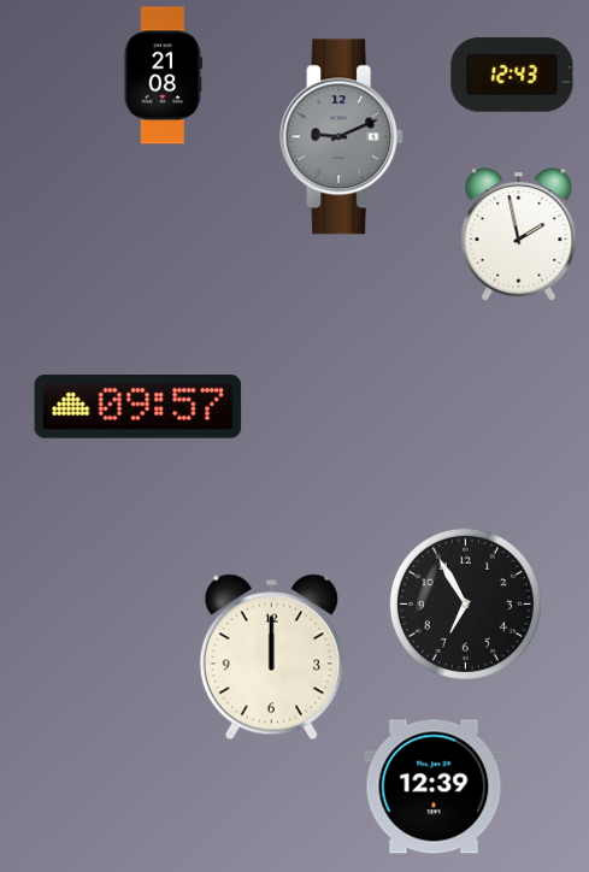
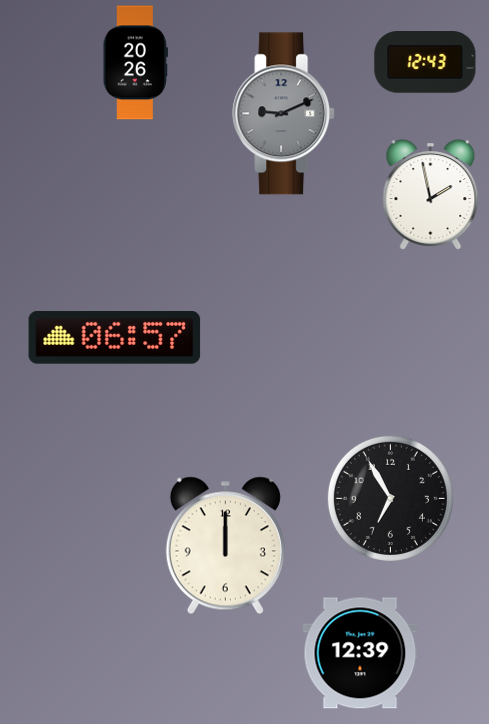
clock at (163, 76): 21:08 -> 20:26
clock at (139, 407): 09:57 -> 06:57
clock at (465, 603) position: (465, 603) -> (390, 498)
